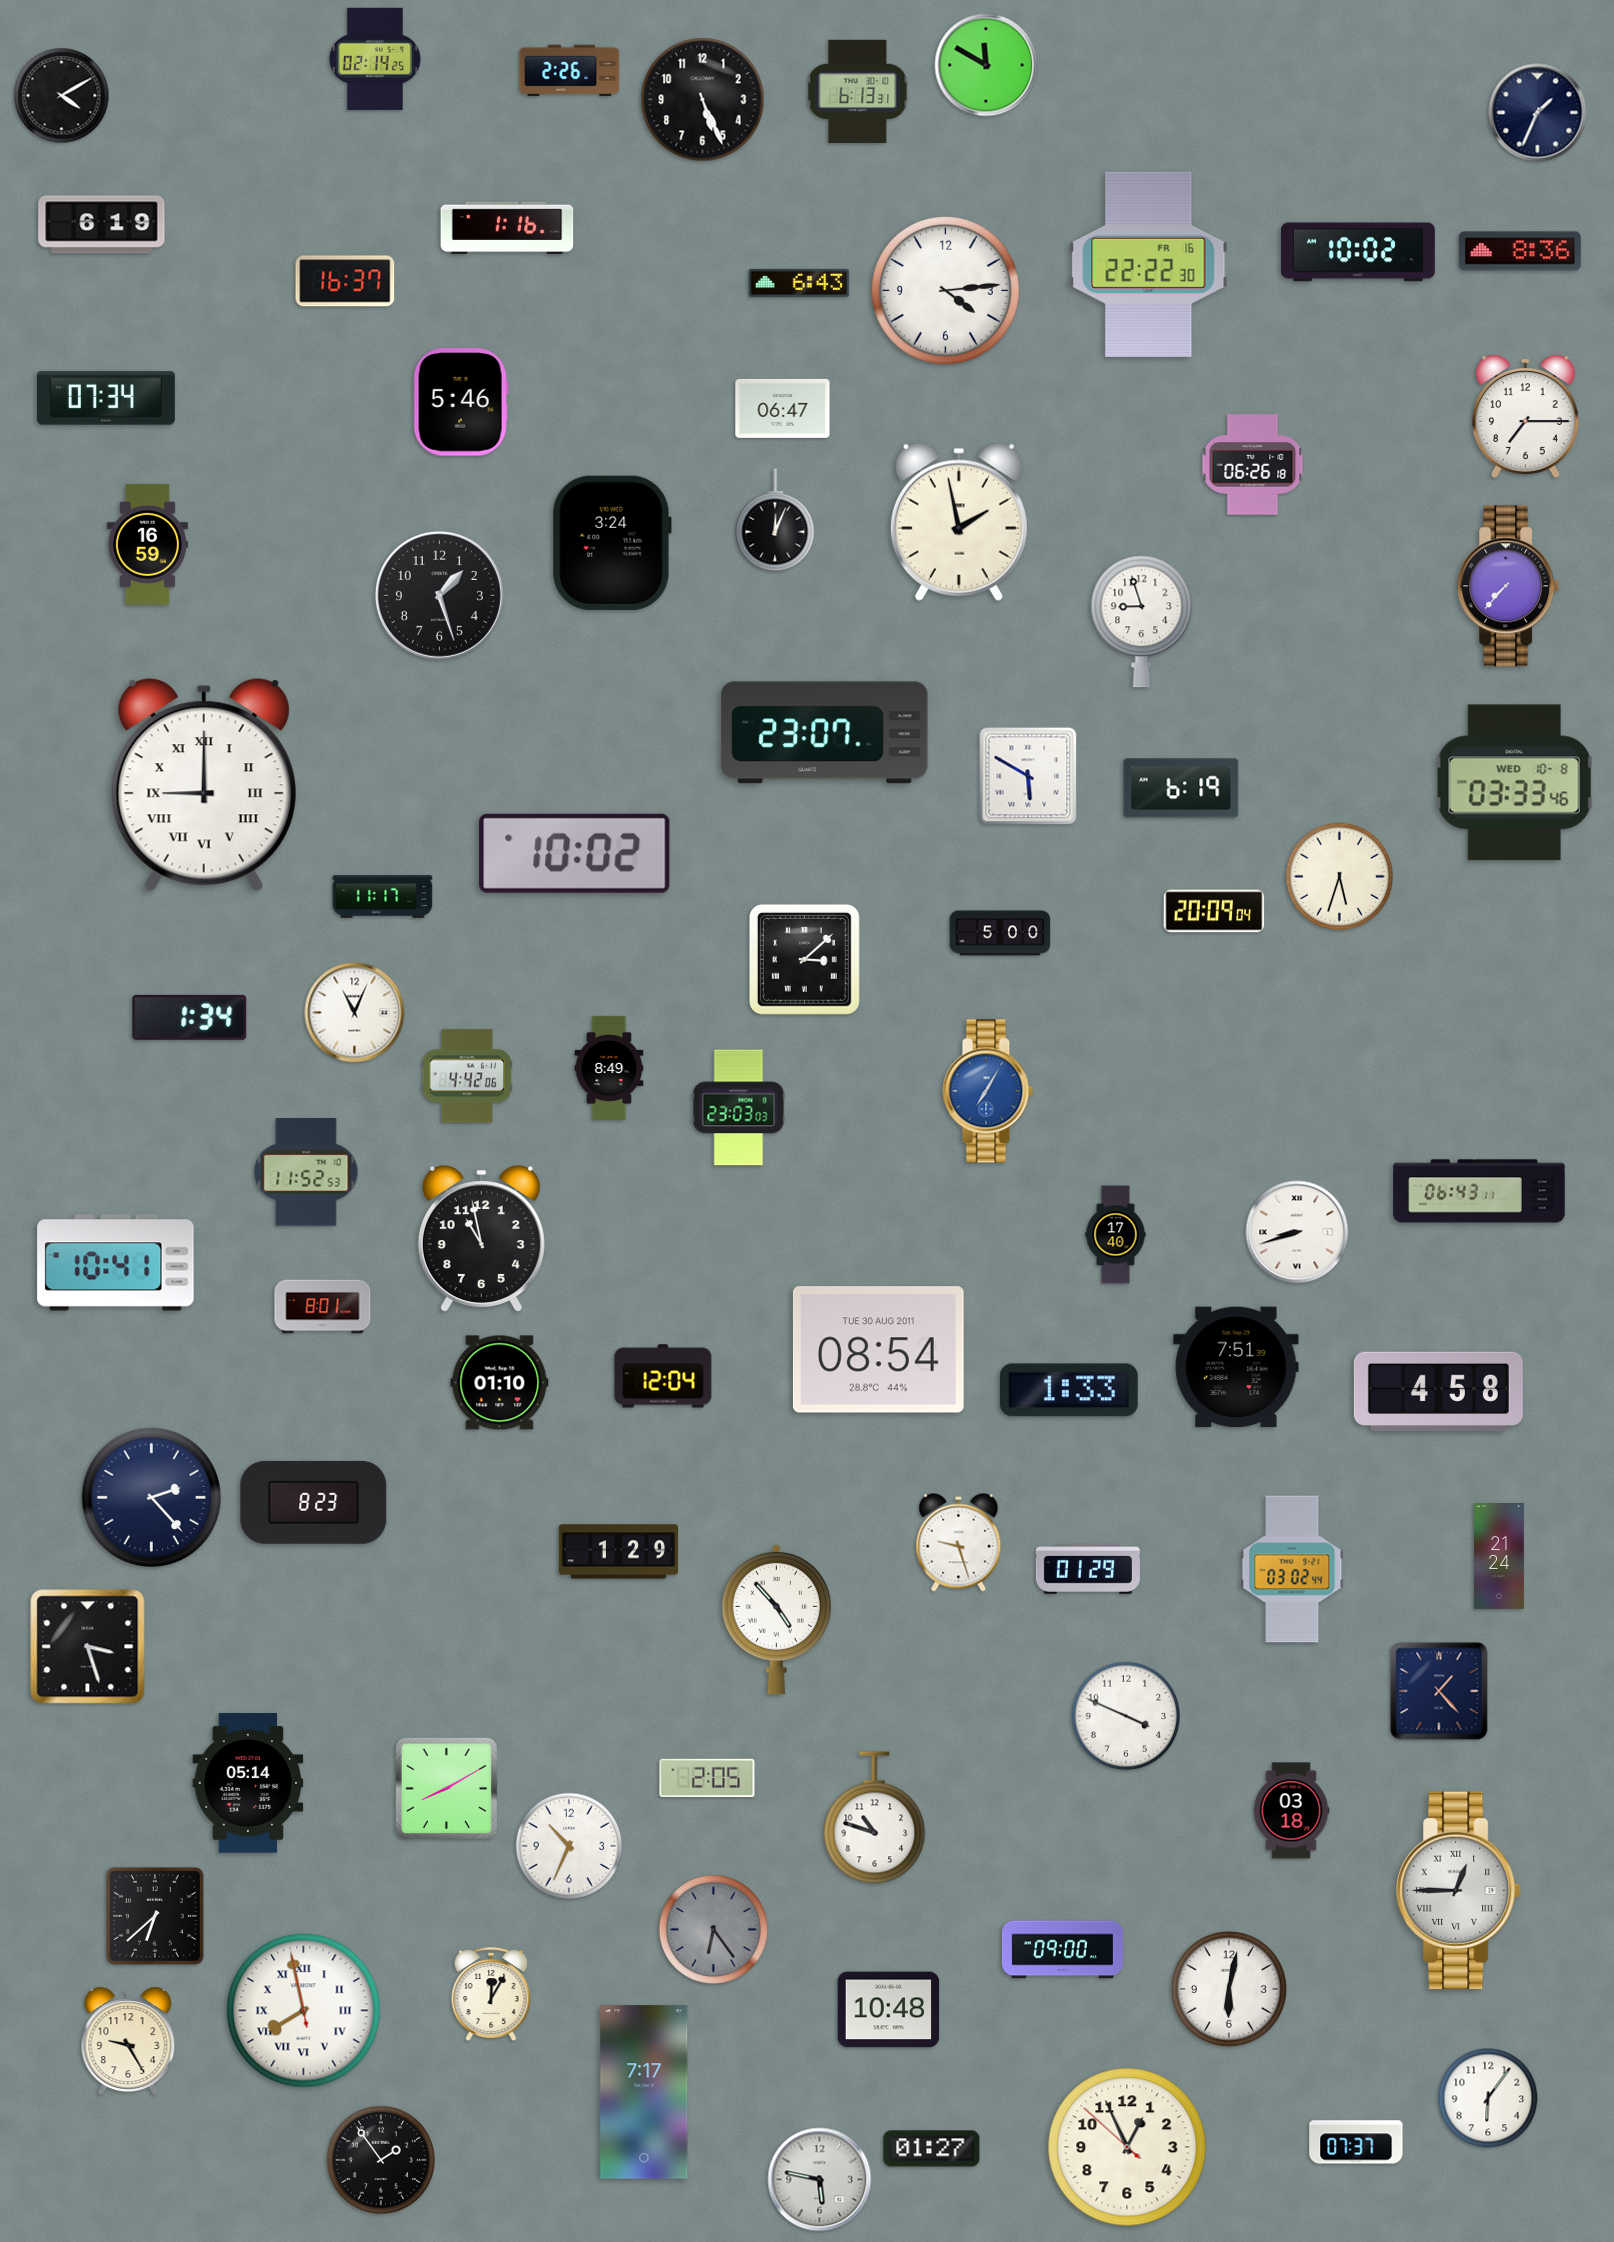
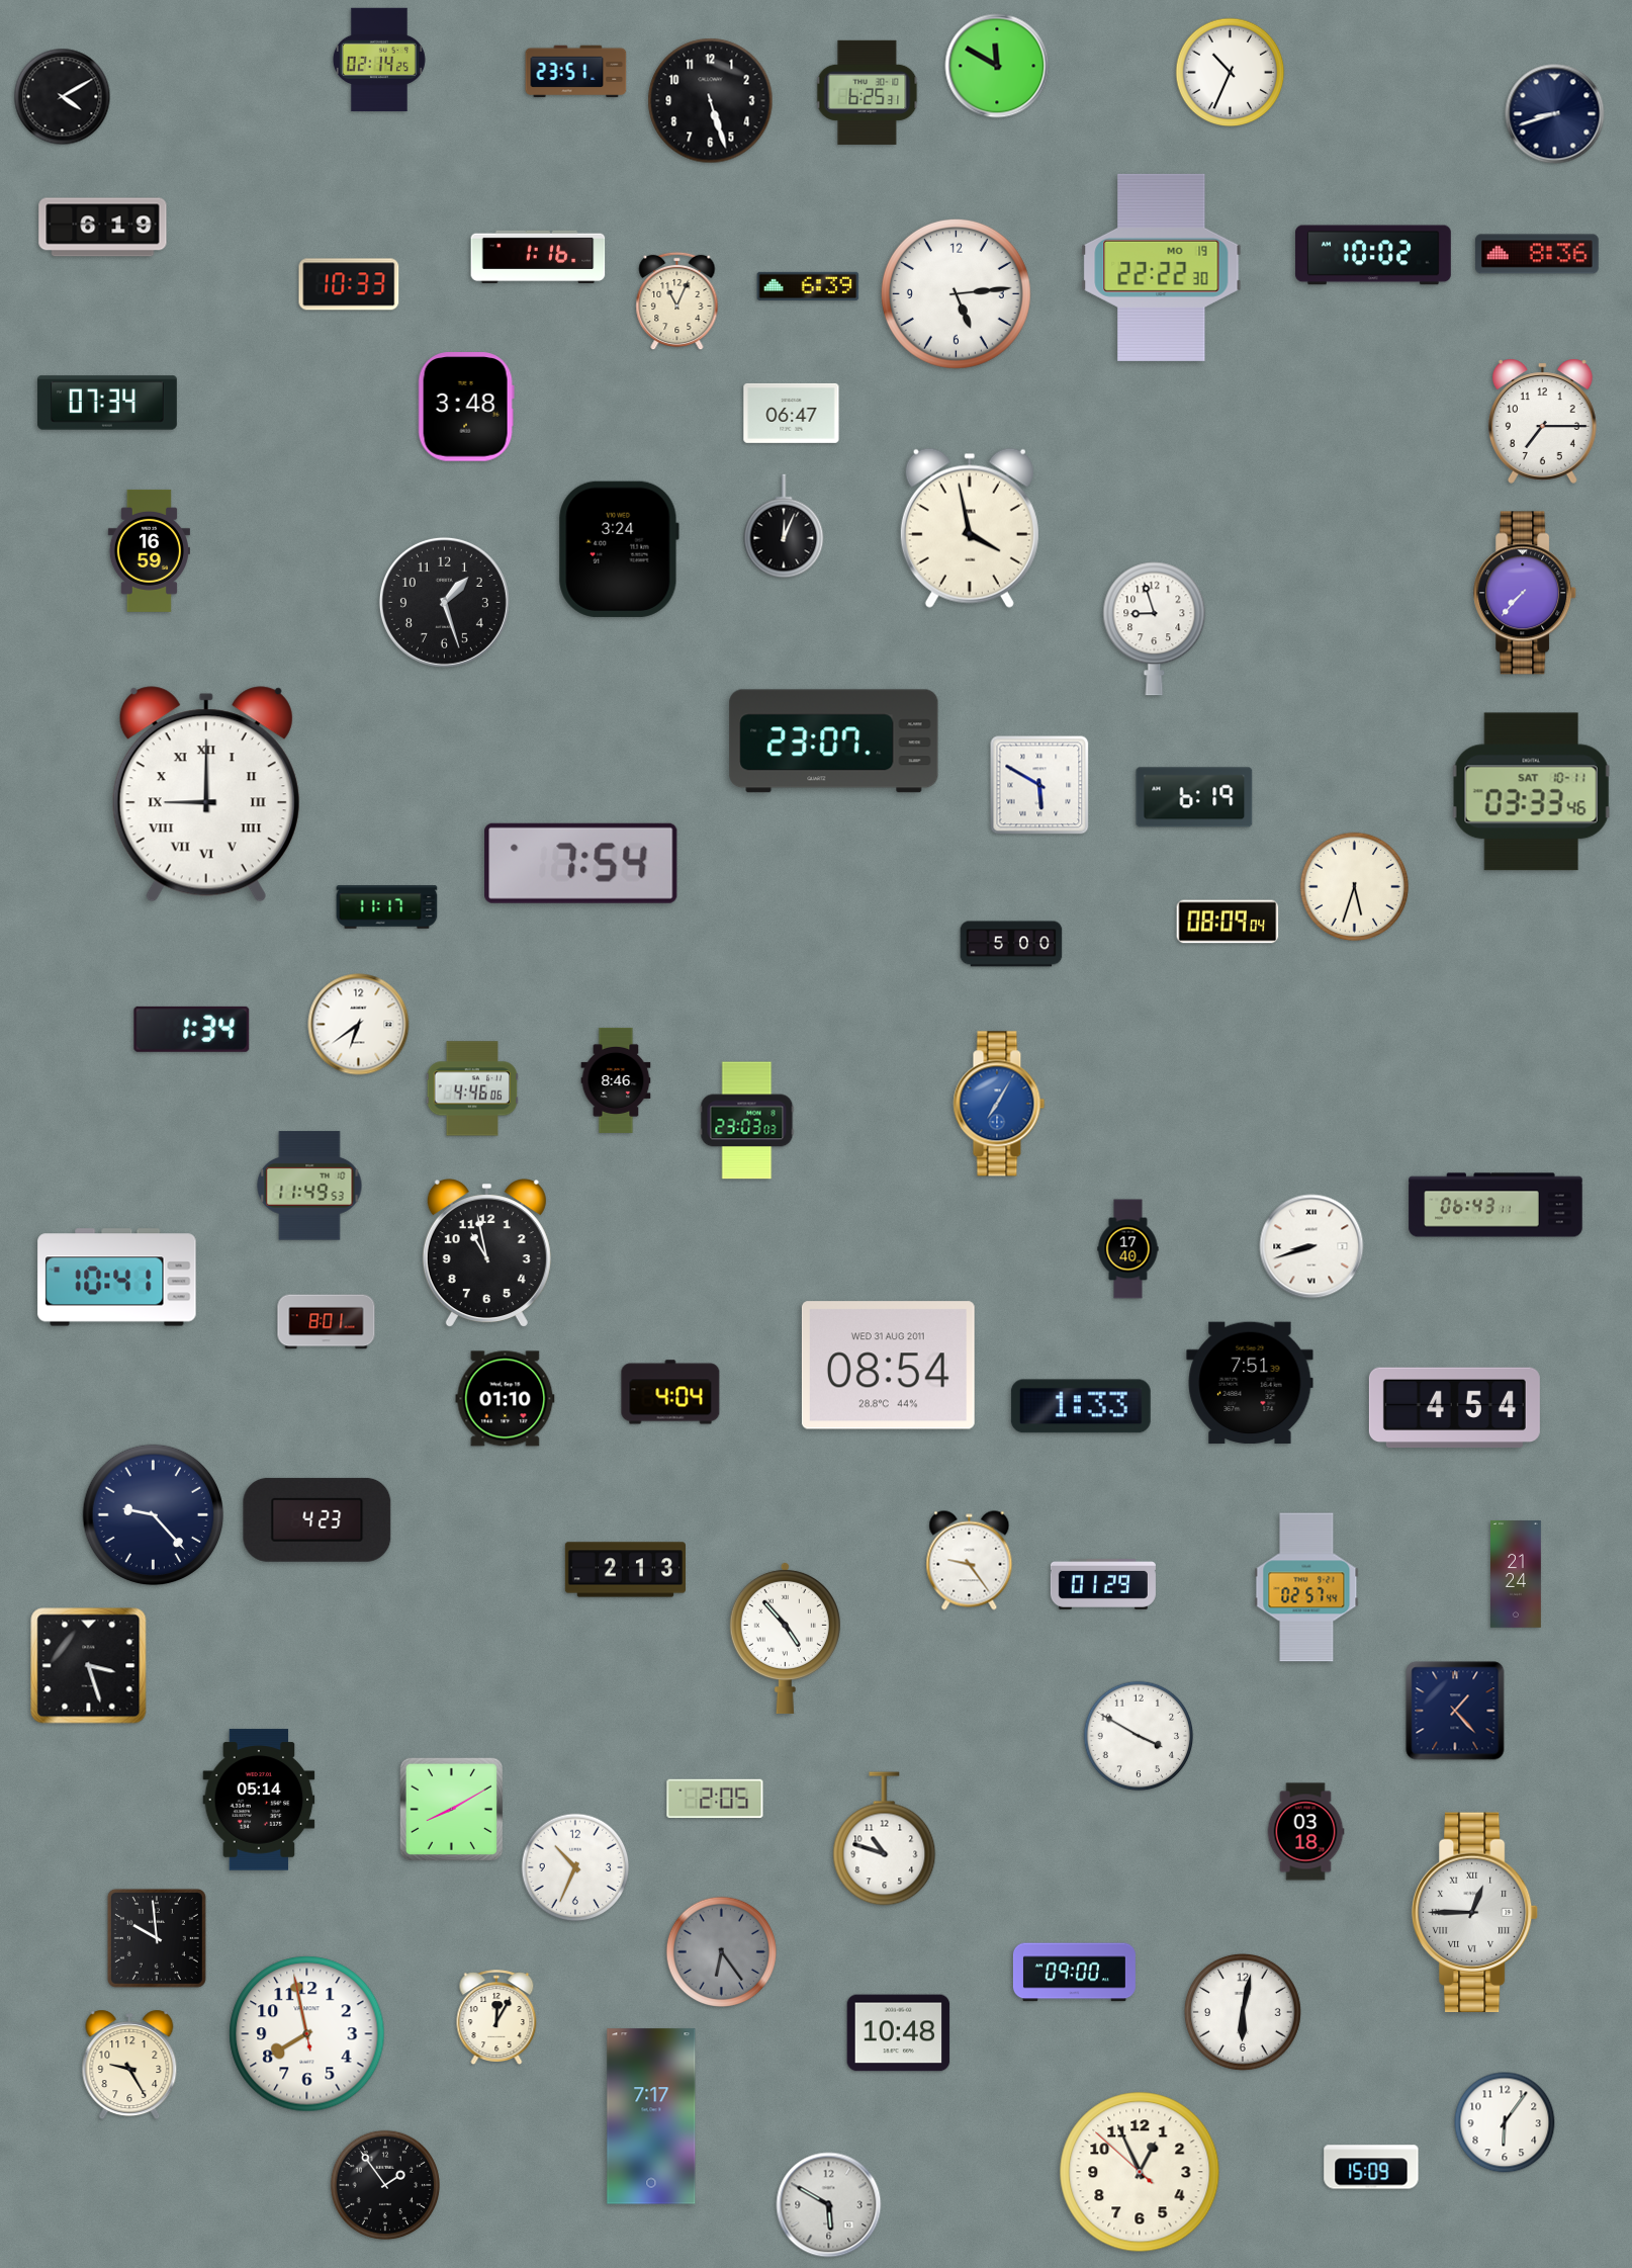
clock at (570, 71): 2:26 -> 23:51
clock at (1231, 73): none -> 10:34
clock at (858, 91): 6:13 -> 6:25
clock at (703, 100): 5:26 -> 5:27
clock at (1538, 113): 1:34 -> 8:42
clock at (507, 228) position: (507, 228) -> (538, 257)
clock at (1149, 264) date: FR 16 -> MO 19
clock at (345, 281): 16:37 -> 10:33
clock at (799, 283): 6:43 -> 6:39
clock at (945, 290): 4:14 -> 5:14
clock at (677, 301): none -> 11:04
clock at (461, 402): 5:46 -> 3:48
clock at (1253, 465): 06:26 -> none
clock at (959, 522): 1:58 -> 3:58
clock at (1514, 783) date: WED 10-8 -> SAT 10-11
clock at (575, 853): 10:02 -> 7:54
clock at (1214, 911): 20:09 -> 08:09
clock at (804, 959): 3:08 -> none
clock at (355, 1013): 11:04 -> 6:39
clock at (609, 1068): 8:49 -> 8:46
clock at (467, 1076): 4:42 -> 4:46
clock at (306, 1172): 11:52 -> 11:49
clock at (878, 1350) date: TUE 30 AUG 2011 -> WED 31 AUG 2011
clock at (663, 1376): 12:04 -> 4:04
clock at (1438, 1392): 4:58 -> 4:54
clock at (152, 1498): 2:23 -> 9:23
clock at (314, 1502): 8:23 -> 4:23
clock at (959, 1543): 9:27 -> 9:24
clock at (618, 1552): 1:29 -> 2:13
clock at (1088, 1569) position: (1088, 1569) -> (1103, 1584)
clock at (1292, 1569): 03:02 -> 02:57
clock at (1126, 1716): 3:49 -> 3:50
clock at (248, 1783) position: (248, 1783) -> (259, 1800)
clock at (155, 1916): 6:38 -> 9:59
clock at (304, 2011) numerals: Roman -> Arabic
clock at (1356, 2142): 07:37 -> 15:09
clock at (932, 2149): 01:27 -> none
clock at (820, 2180): 5:47 -> 5:50
